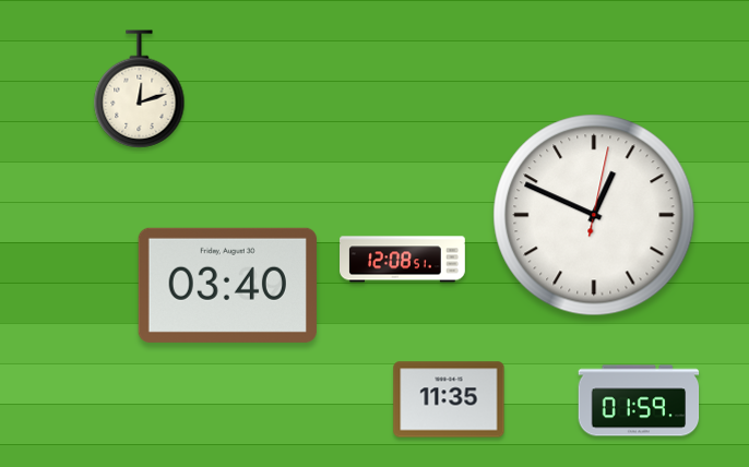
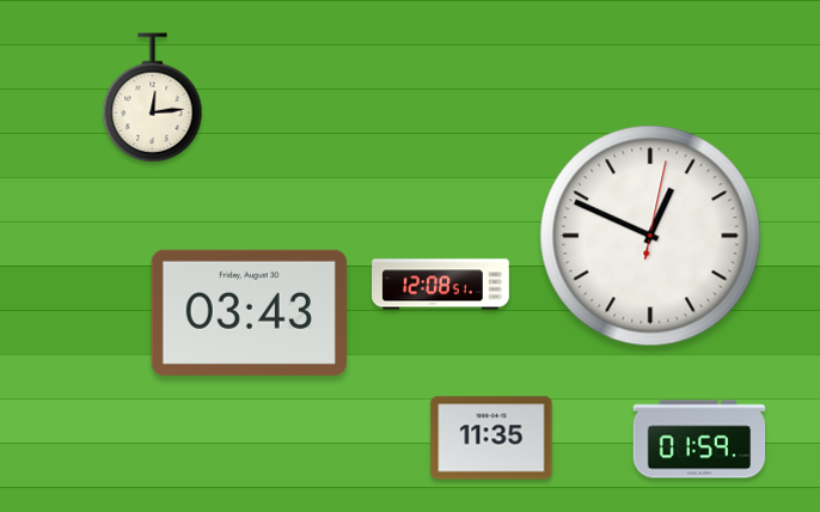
clock at (140, 89): 12:12 -> 12:14
clock at (227, 285): 03:40 -> 03:43
